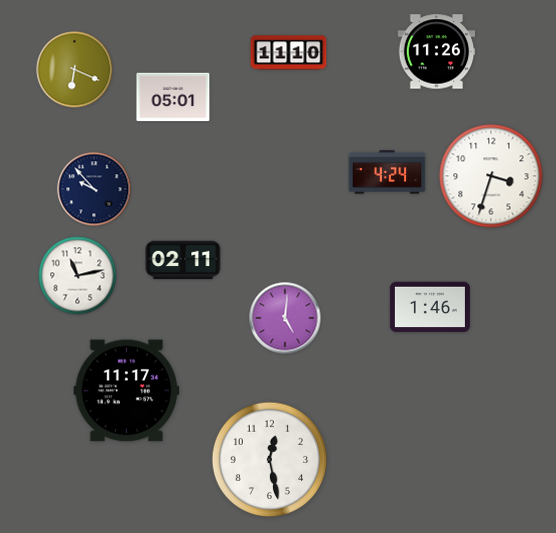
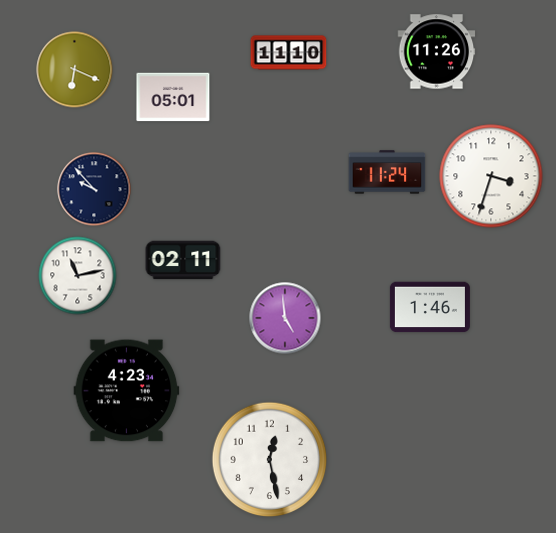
clock at (387, 172): 4:24 -> 11:24
clock at (285, 318): 5:01 -> 4:59
clock at (127, 391): 11:17 -> 4:23
